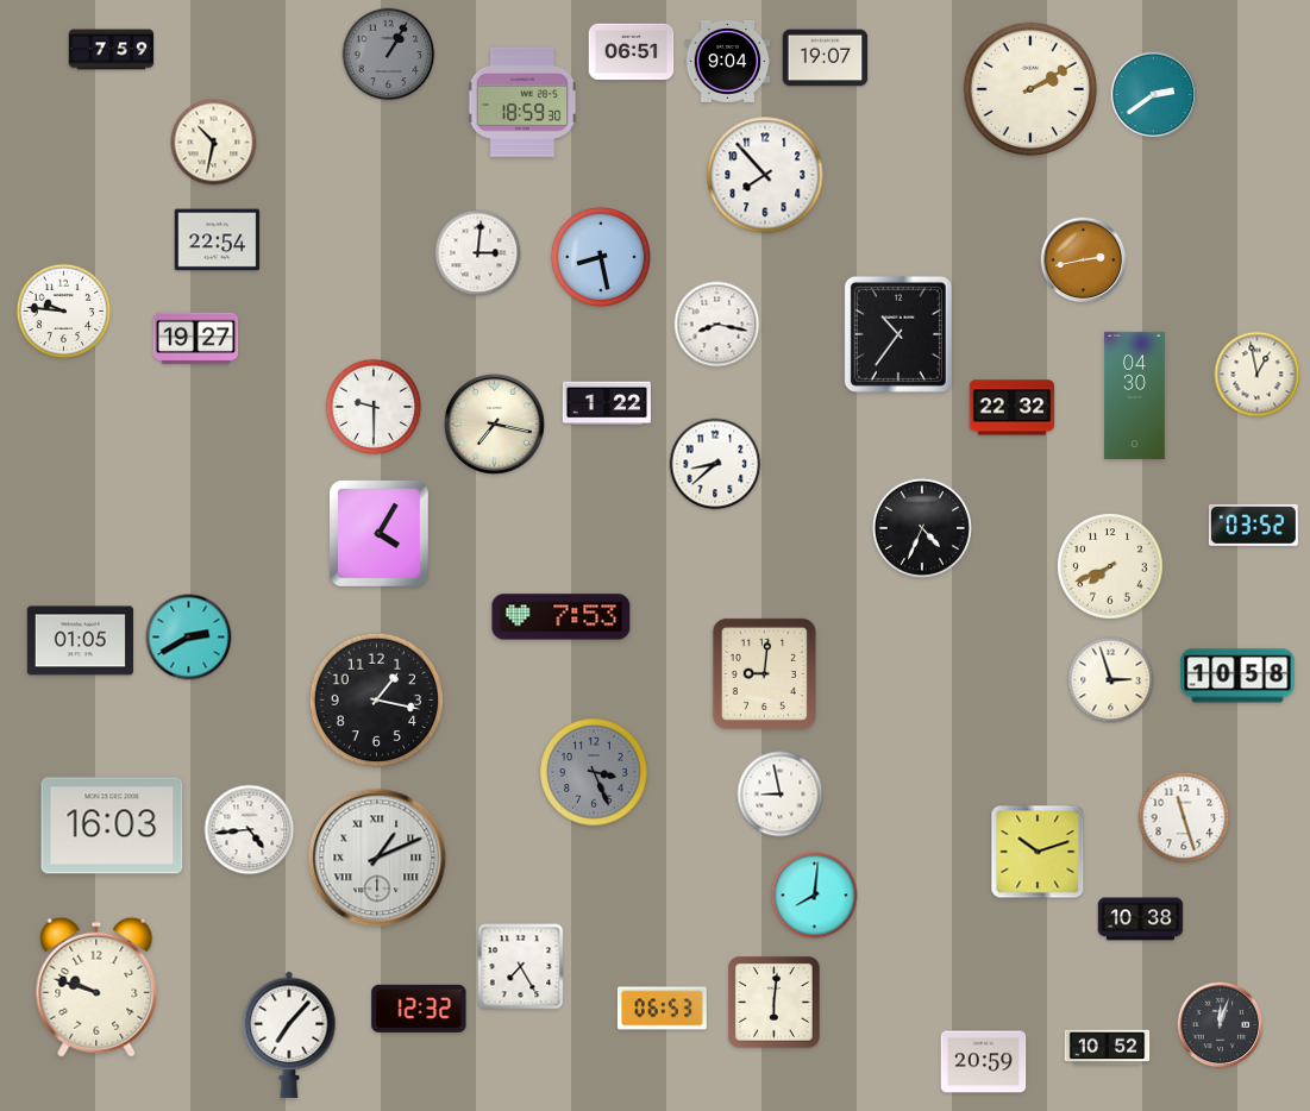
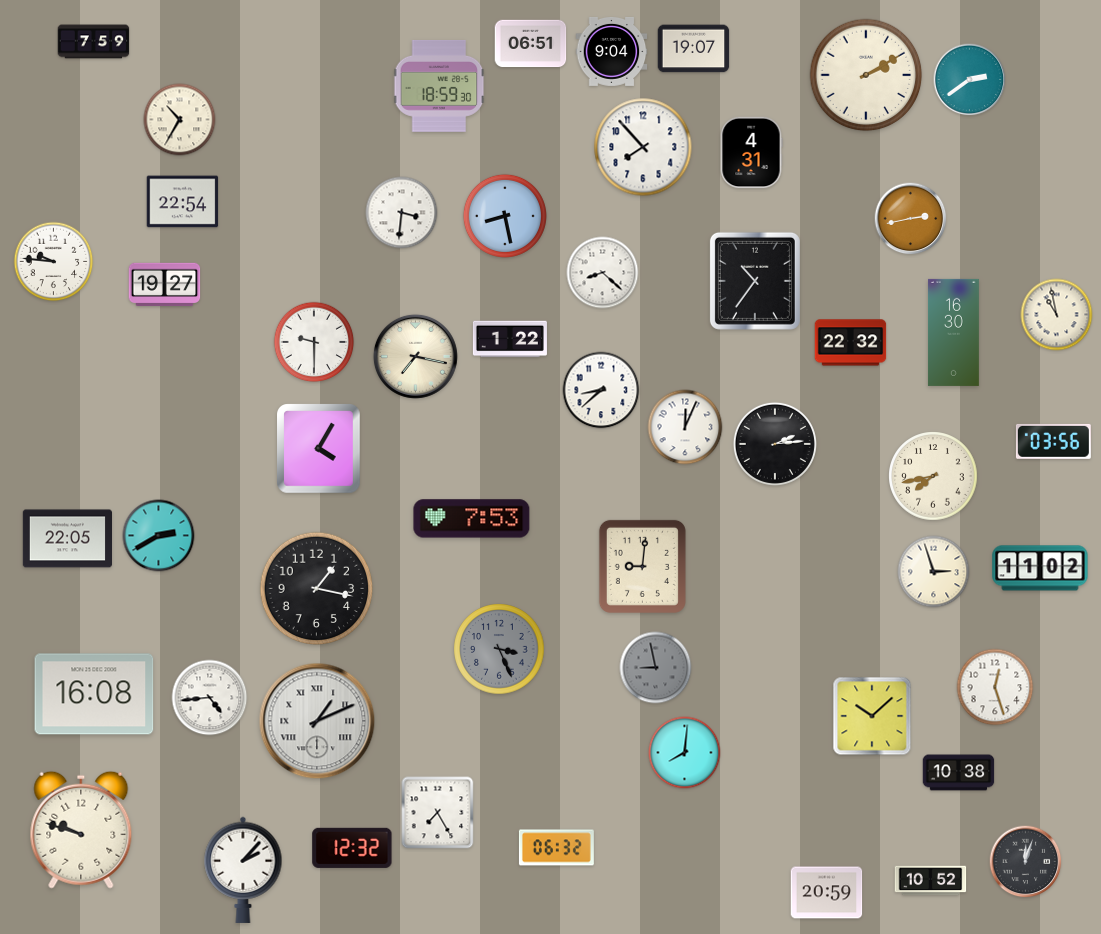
clock at (389, 55): 1:05 -> none
clock at (214, 143): 10:32 -> 10:35
clock at (751, 153): none -> 4:31
clock at (478, 253): 3:01 -> 3:31
clock at (717, 325): 8:17 -> 8:22
clock at (1258, 375): 12:58 -> 10:58
clock at (1134, 395): 04:30 -> 16:30
clock at (685, 427): none -> 12:04
clock at (1253, 525): 03:52 -> 03:56
clock at (922, 528): 4:34 -> 2:14
clock at (1110, 566): 7:41 -> 7:43
clock at (80, 641): 01:05 -> 22:05
clock at (1237, 676): 10:58 -> 11:02
clock at (781, 795) dial: white -> grey
clock at (1184, 817): 11:27 -> 12:27
clock at (112, 826): 16:03 -> 16:08
clock at (1038, 852): 10:12 -> 10:08
clock at (775, 1003): 6:01 -> none
clock at (662, 1009): 06:53 -> 06:32
clock at (289, 1035): 7:07 -> 2:07
